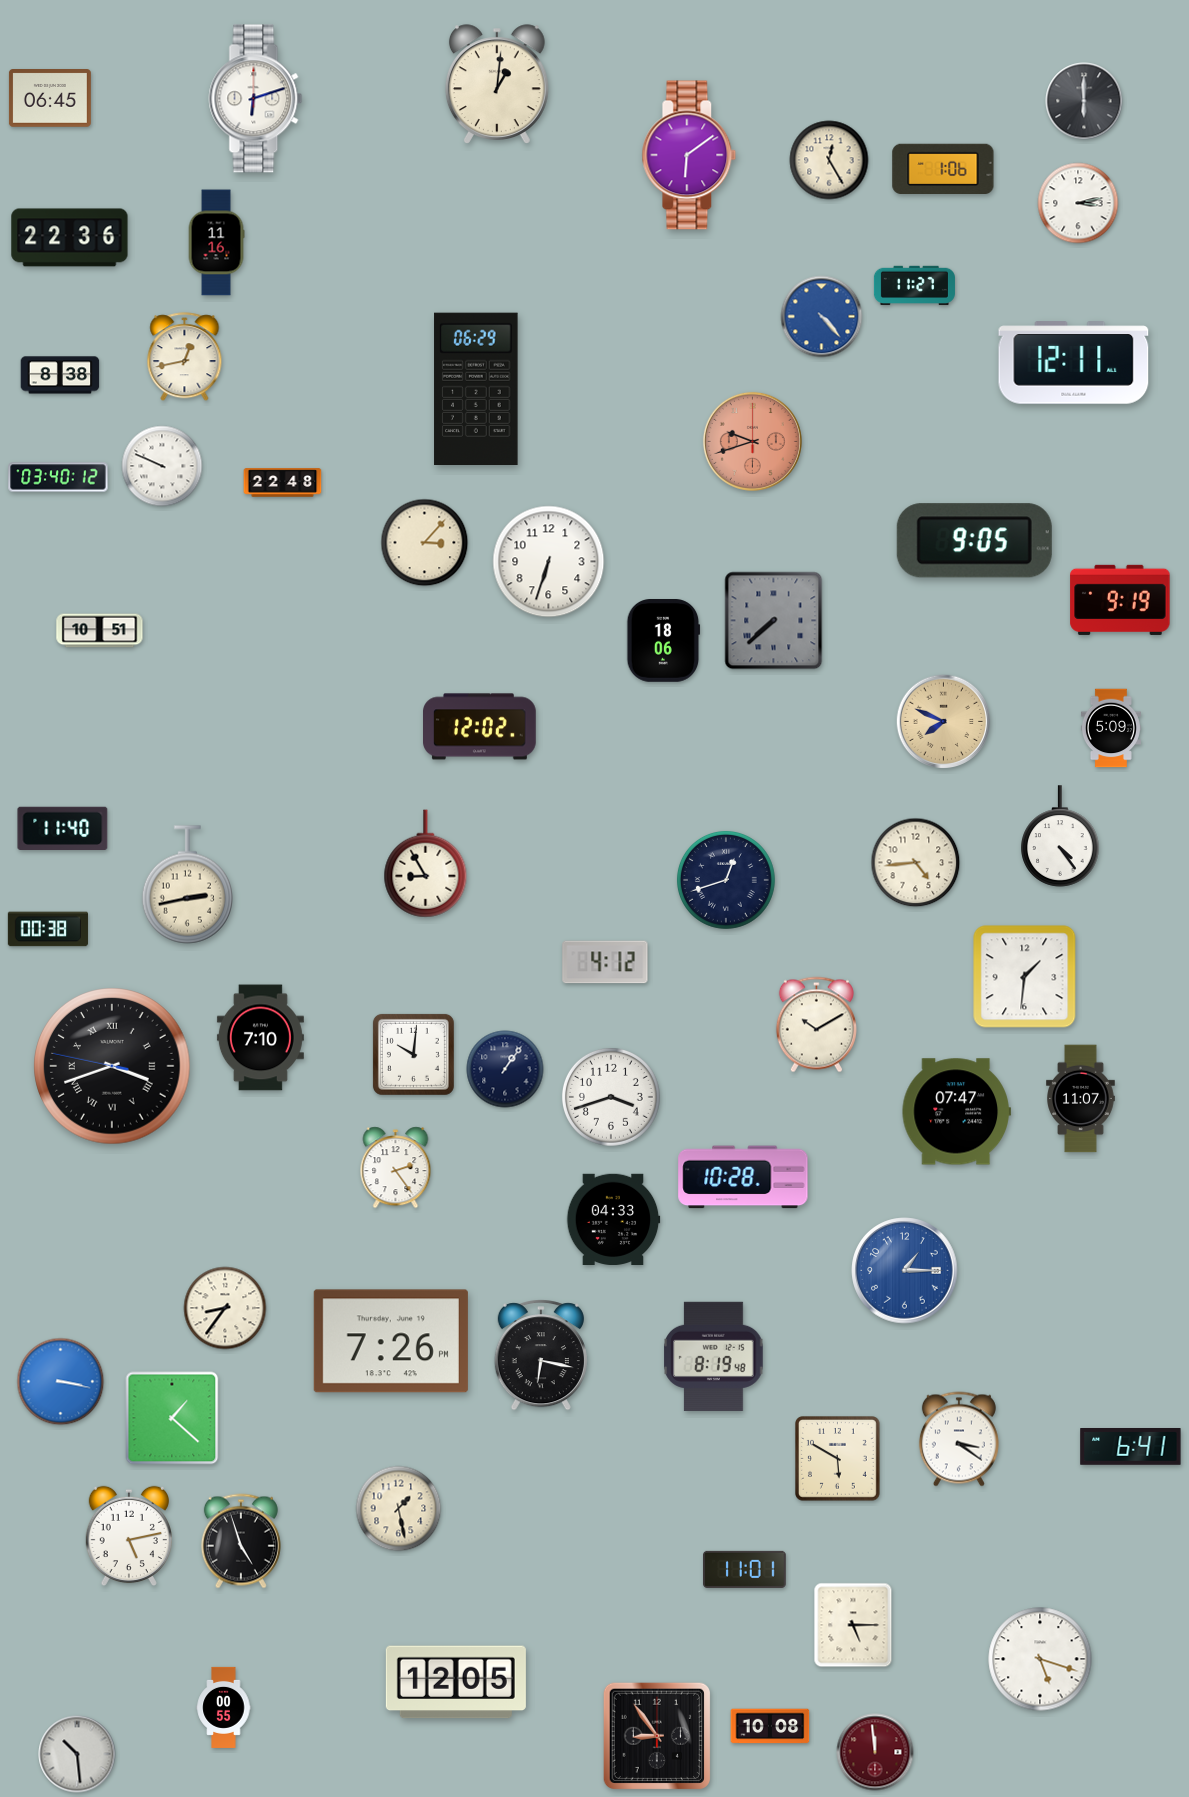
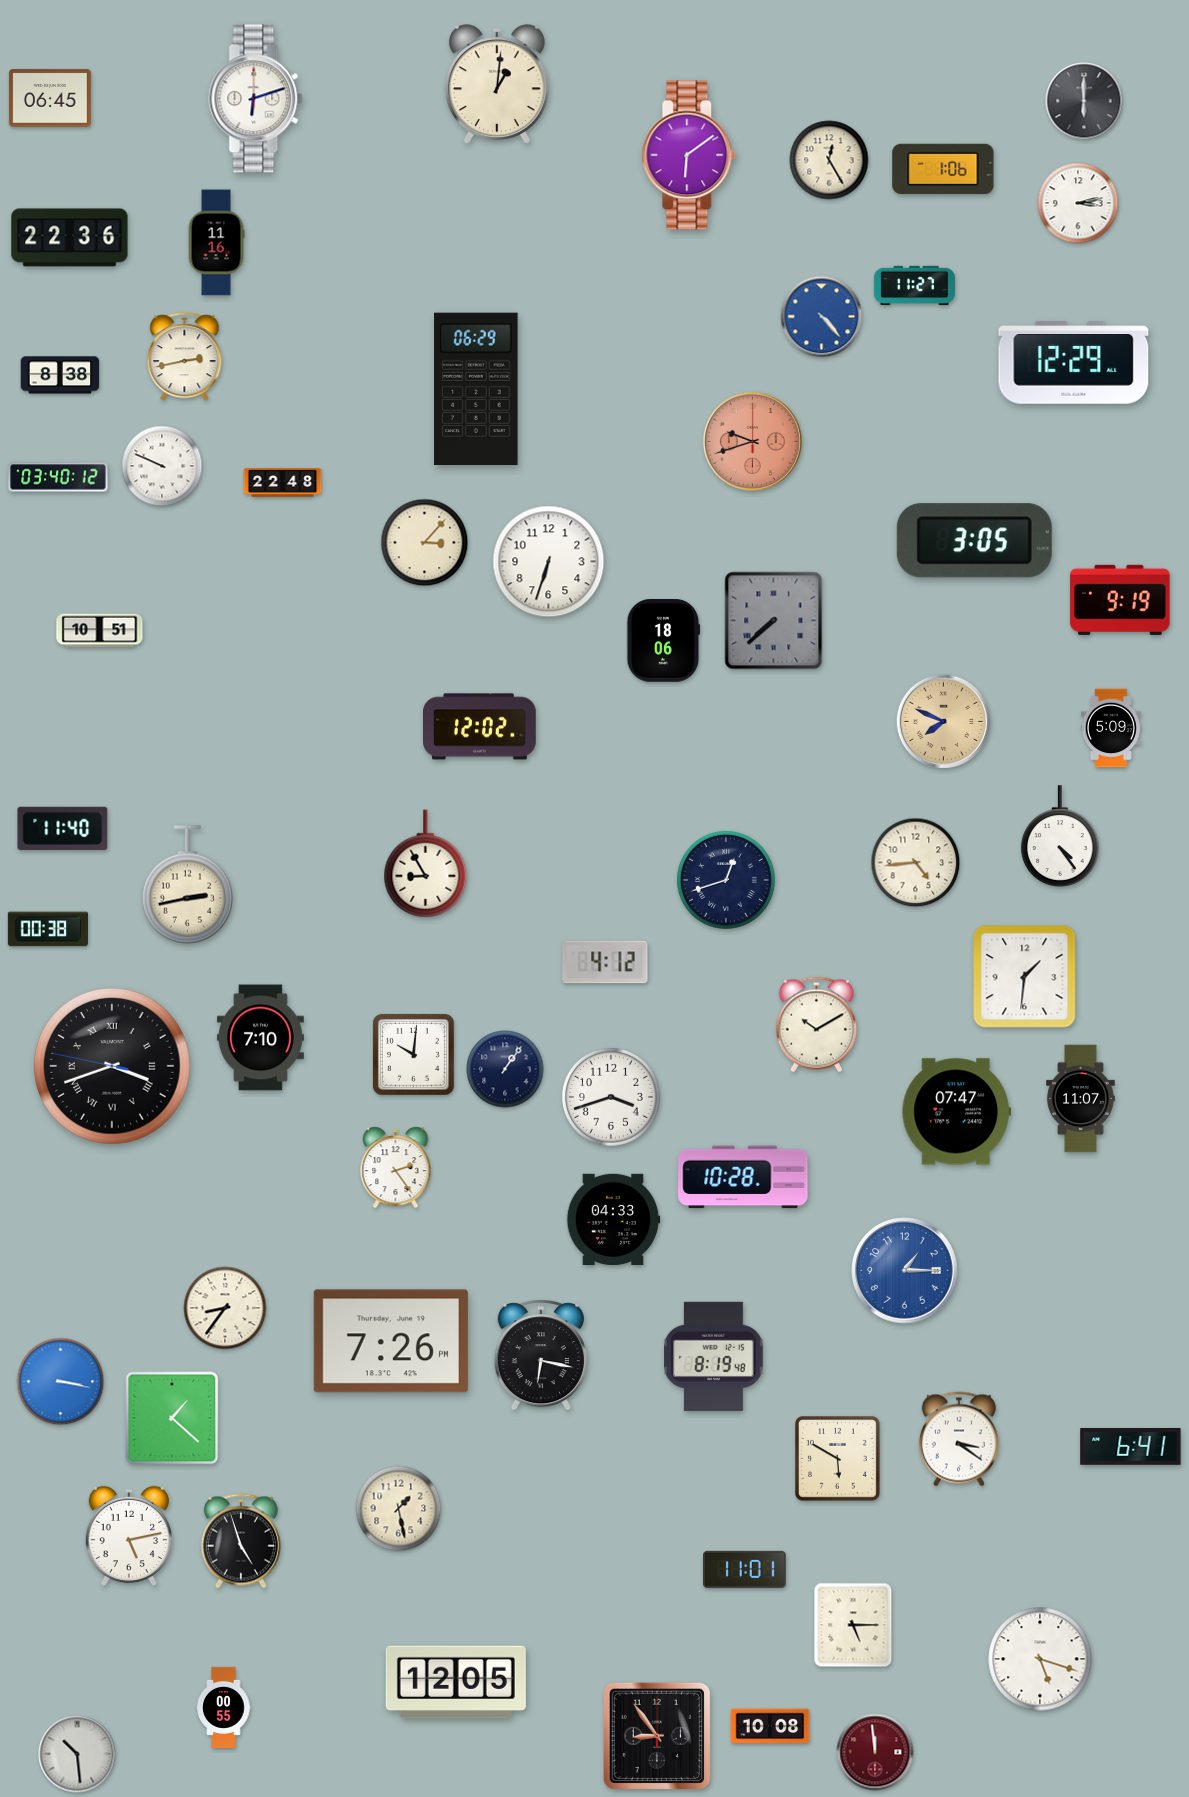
clock at (185, 357): 12:43 -> 2:43
clock at (1074, 363): 12:11 -> 12:29
clock at (974, 541): 9:05 -> 3:05
